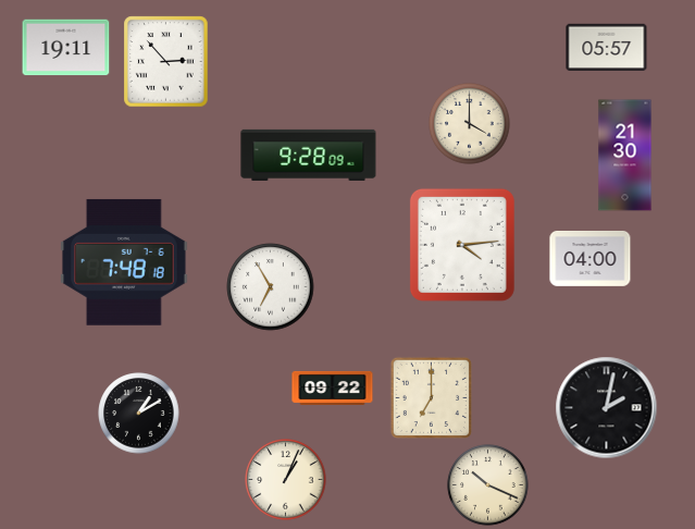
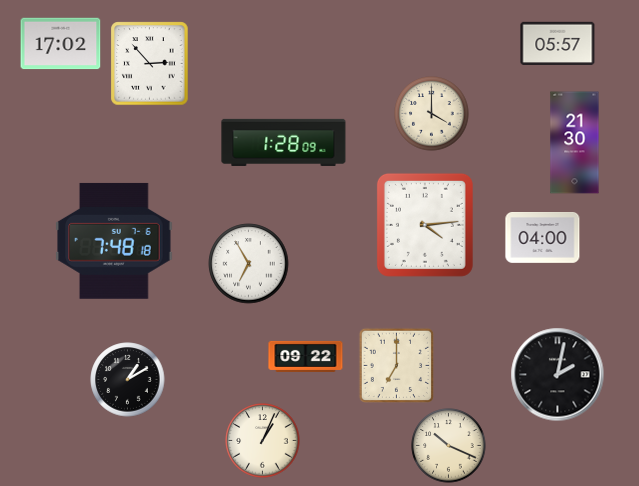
clock at (66, 48): 19:11 -> 17:02
clock at (166, 62) position: (166, 62) -> (150, 64)
clock at (309, 155): 9:28 -> 1:28
